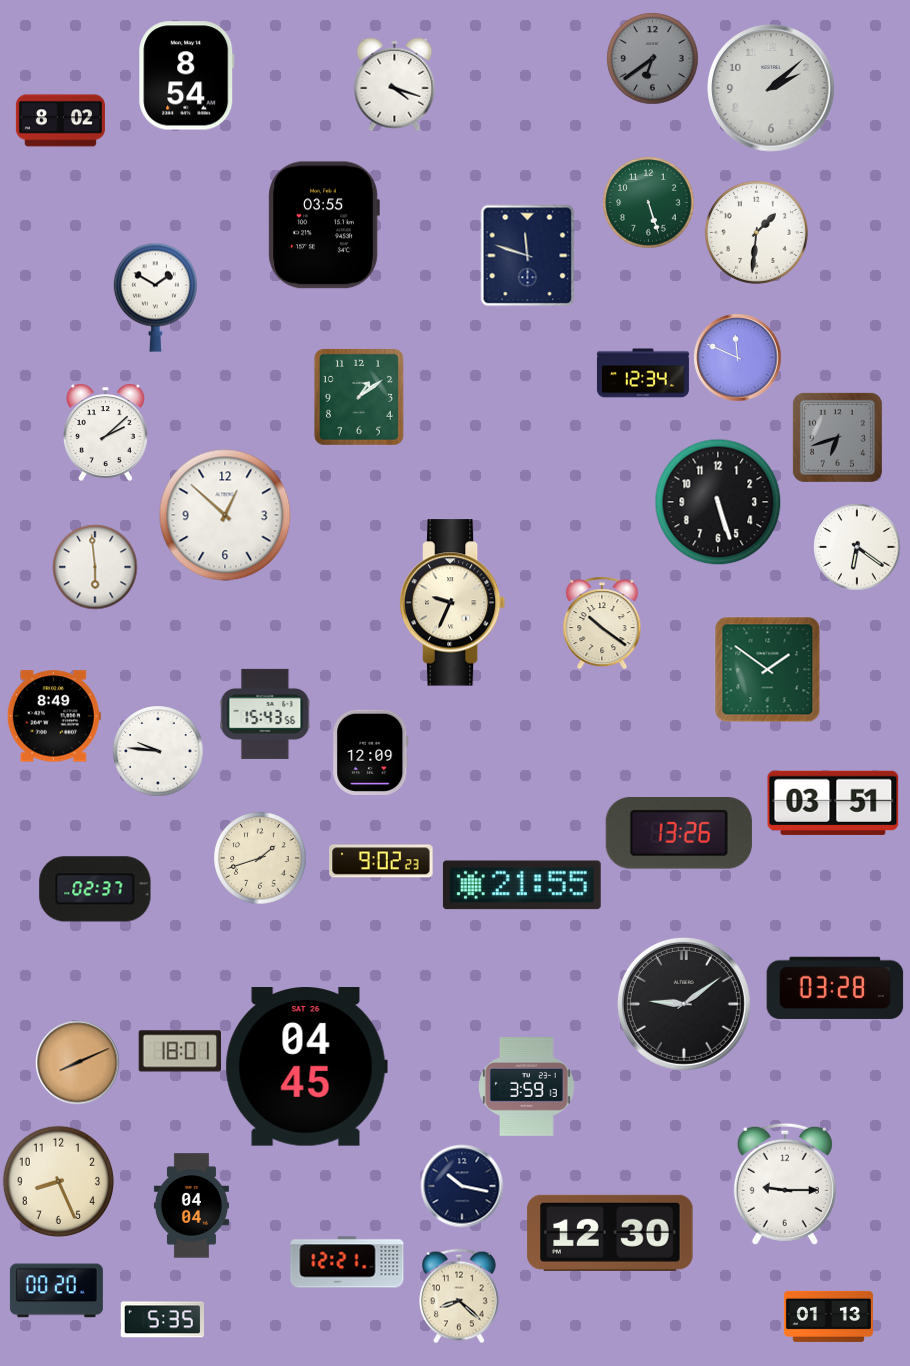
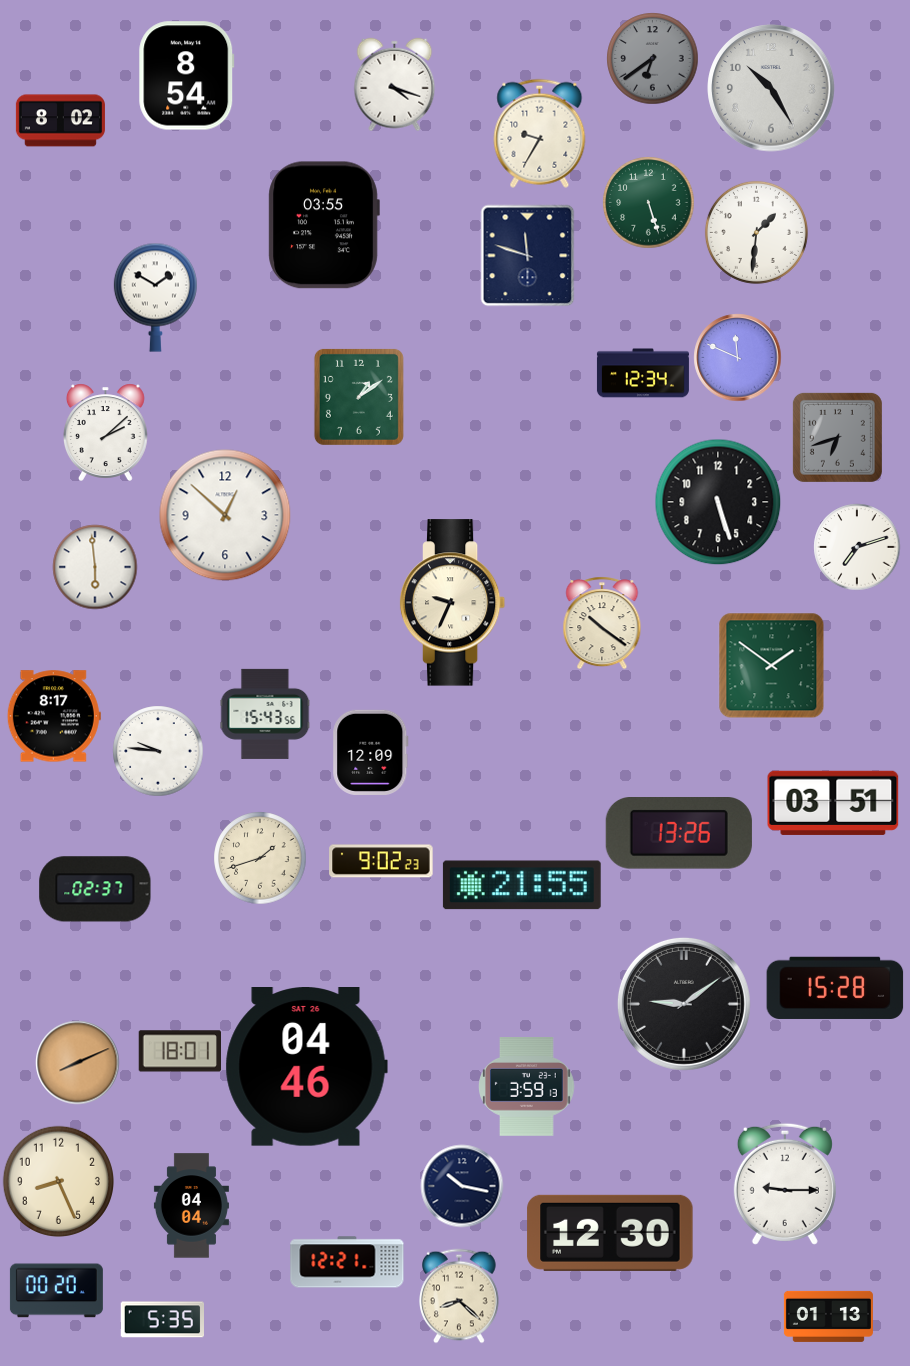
clock at (771, 88): 2:08 -> 10:25
clock at (540, 133): none -> 9:35
clock at (857, 547): 6:21 -> 7:12
clock at (767, 669) position: (767, 669) -> (771, 665)
clock at (54, 716): 8:49 -> 8:17
clock at (835, 988): 03:28 -> 15:28
clock at (306, 1067): 04:45 -> 04:46
